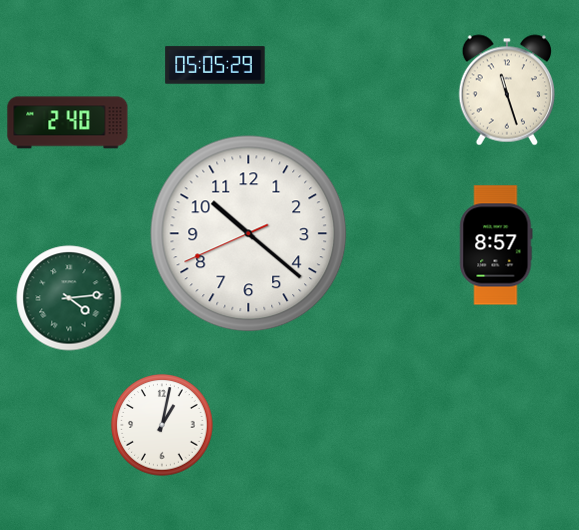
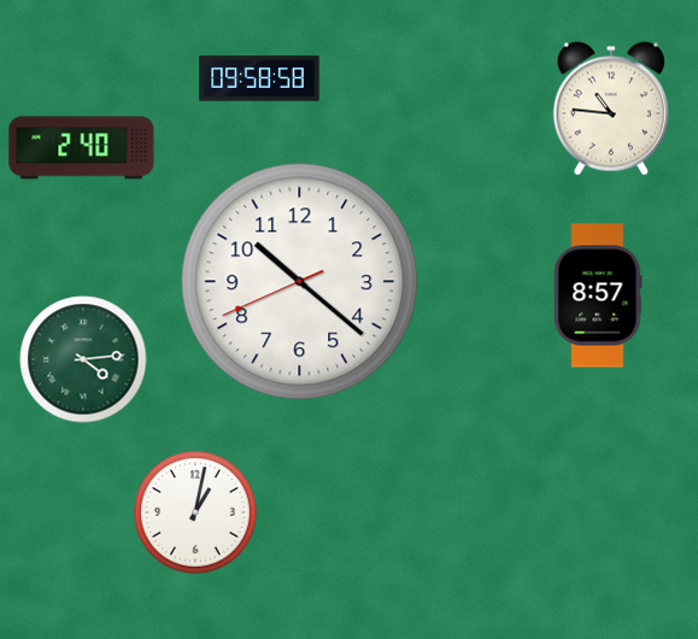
clock at (215, 65): 05:05 -> 09:58
clock at (506, 90): 11:27 -> 10:46
